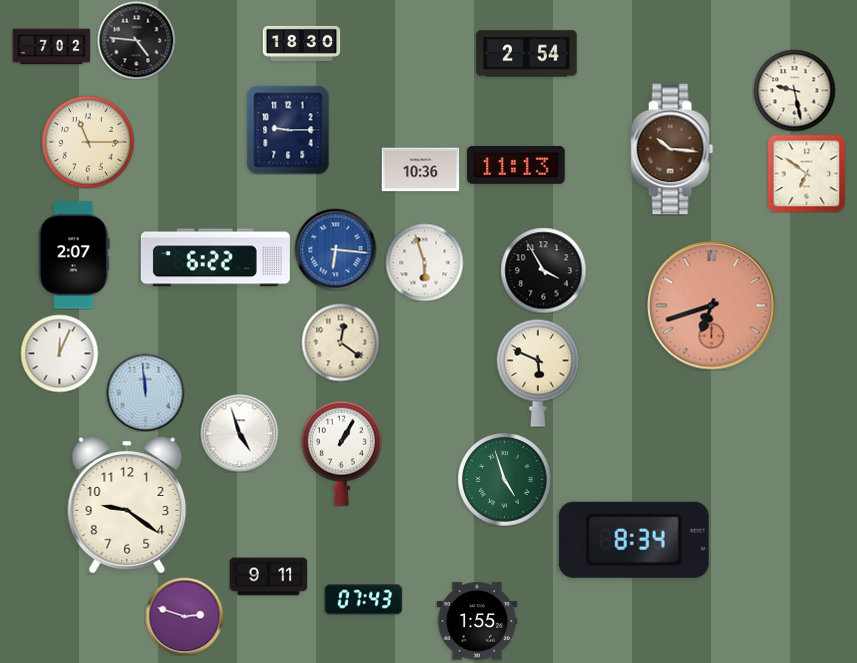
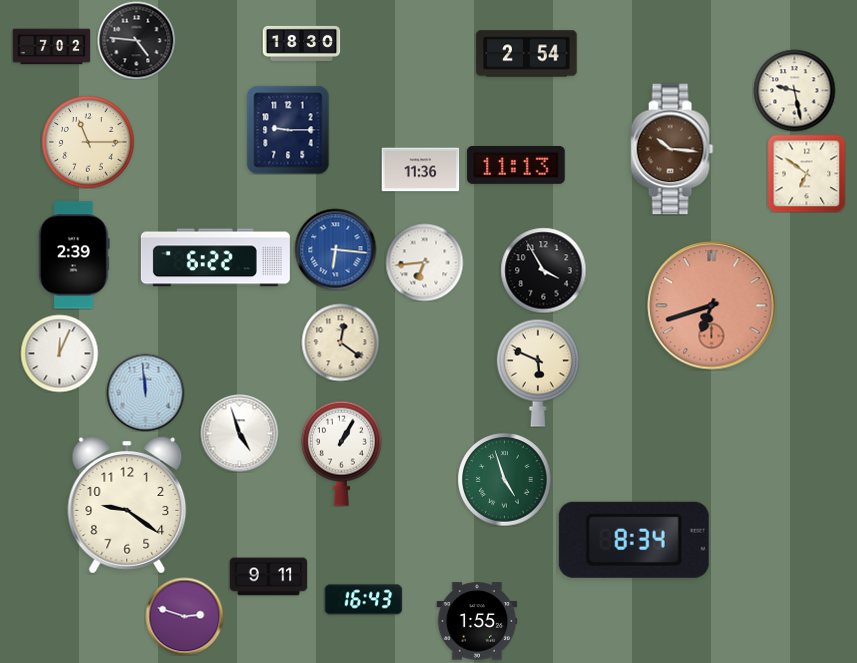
clock at (420, 170): 10:36 -> 11:36
clock at (74, 255): 2:07 -> 2:39
clock at (424, 262): 5:57 -> 6:44
clock at (363, 600): 07:43 -> 16:43
